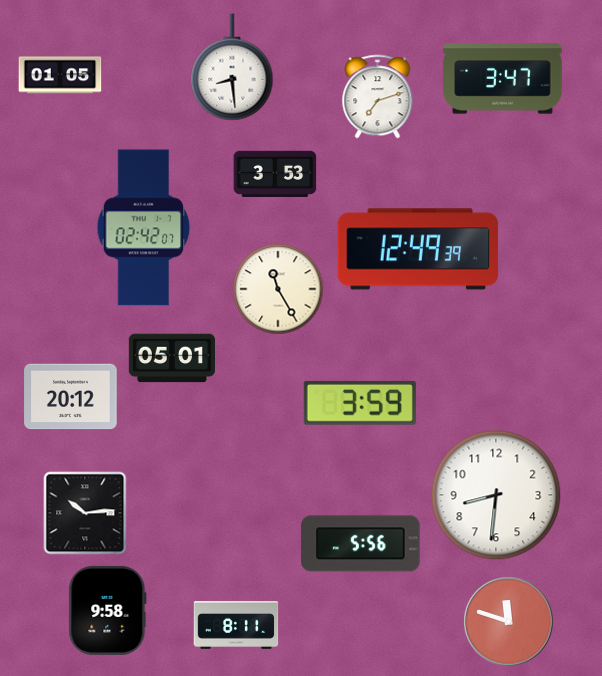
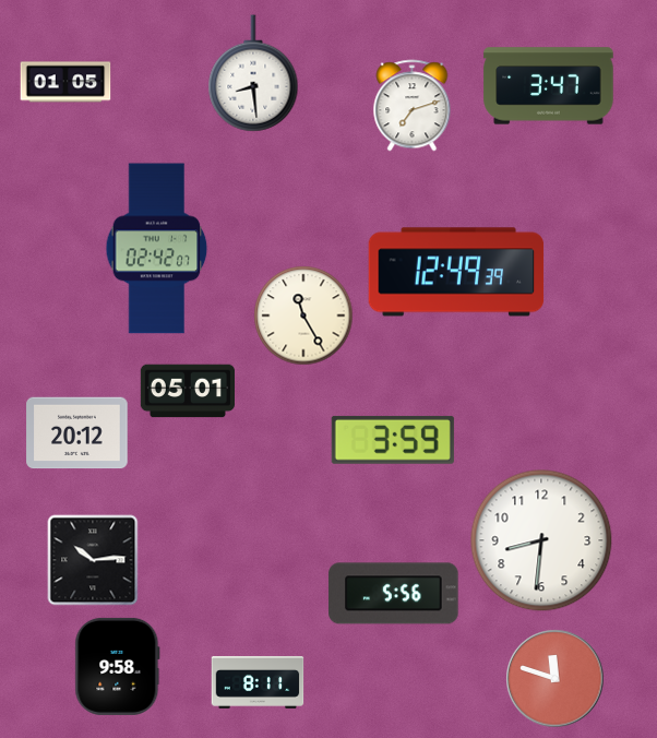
clock at (275, 174): 3:53 -> none
